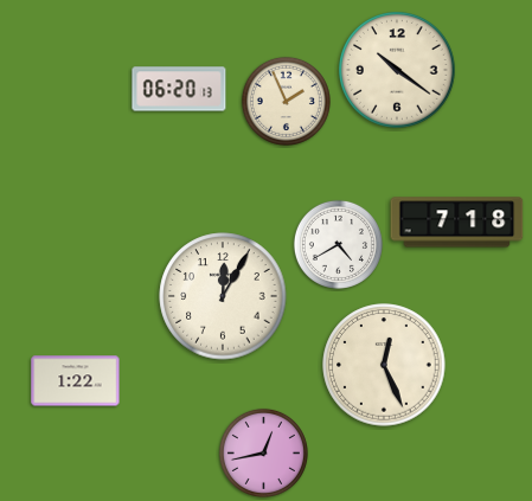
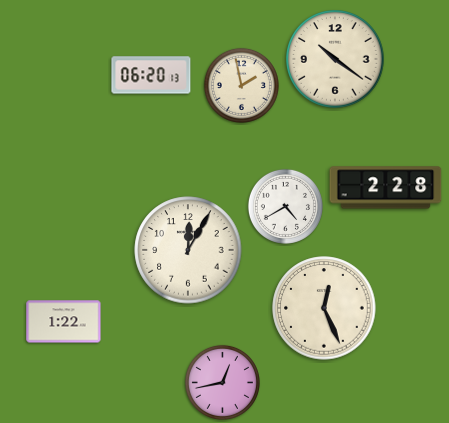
clock at (286, 101): 1:56 -> 1:58
clock at (457, 223): 7:18 -> 2:28
